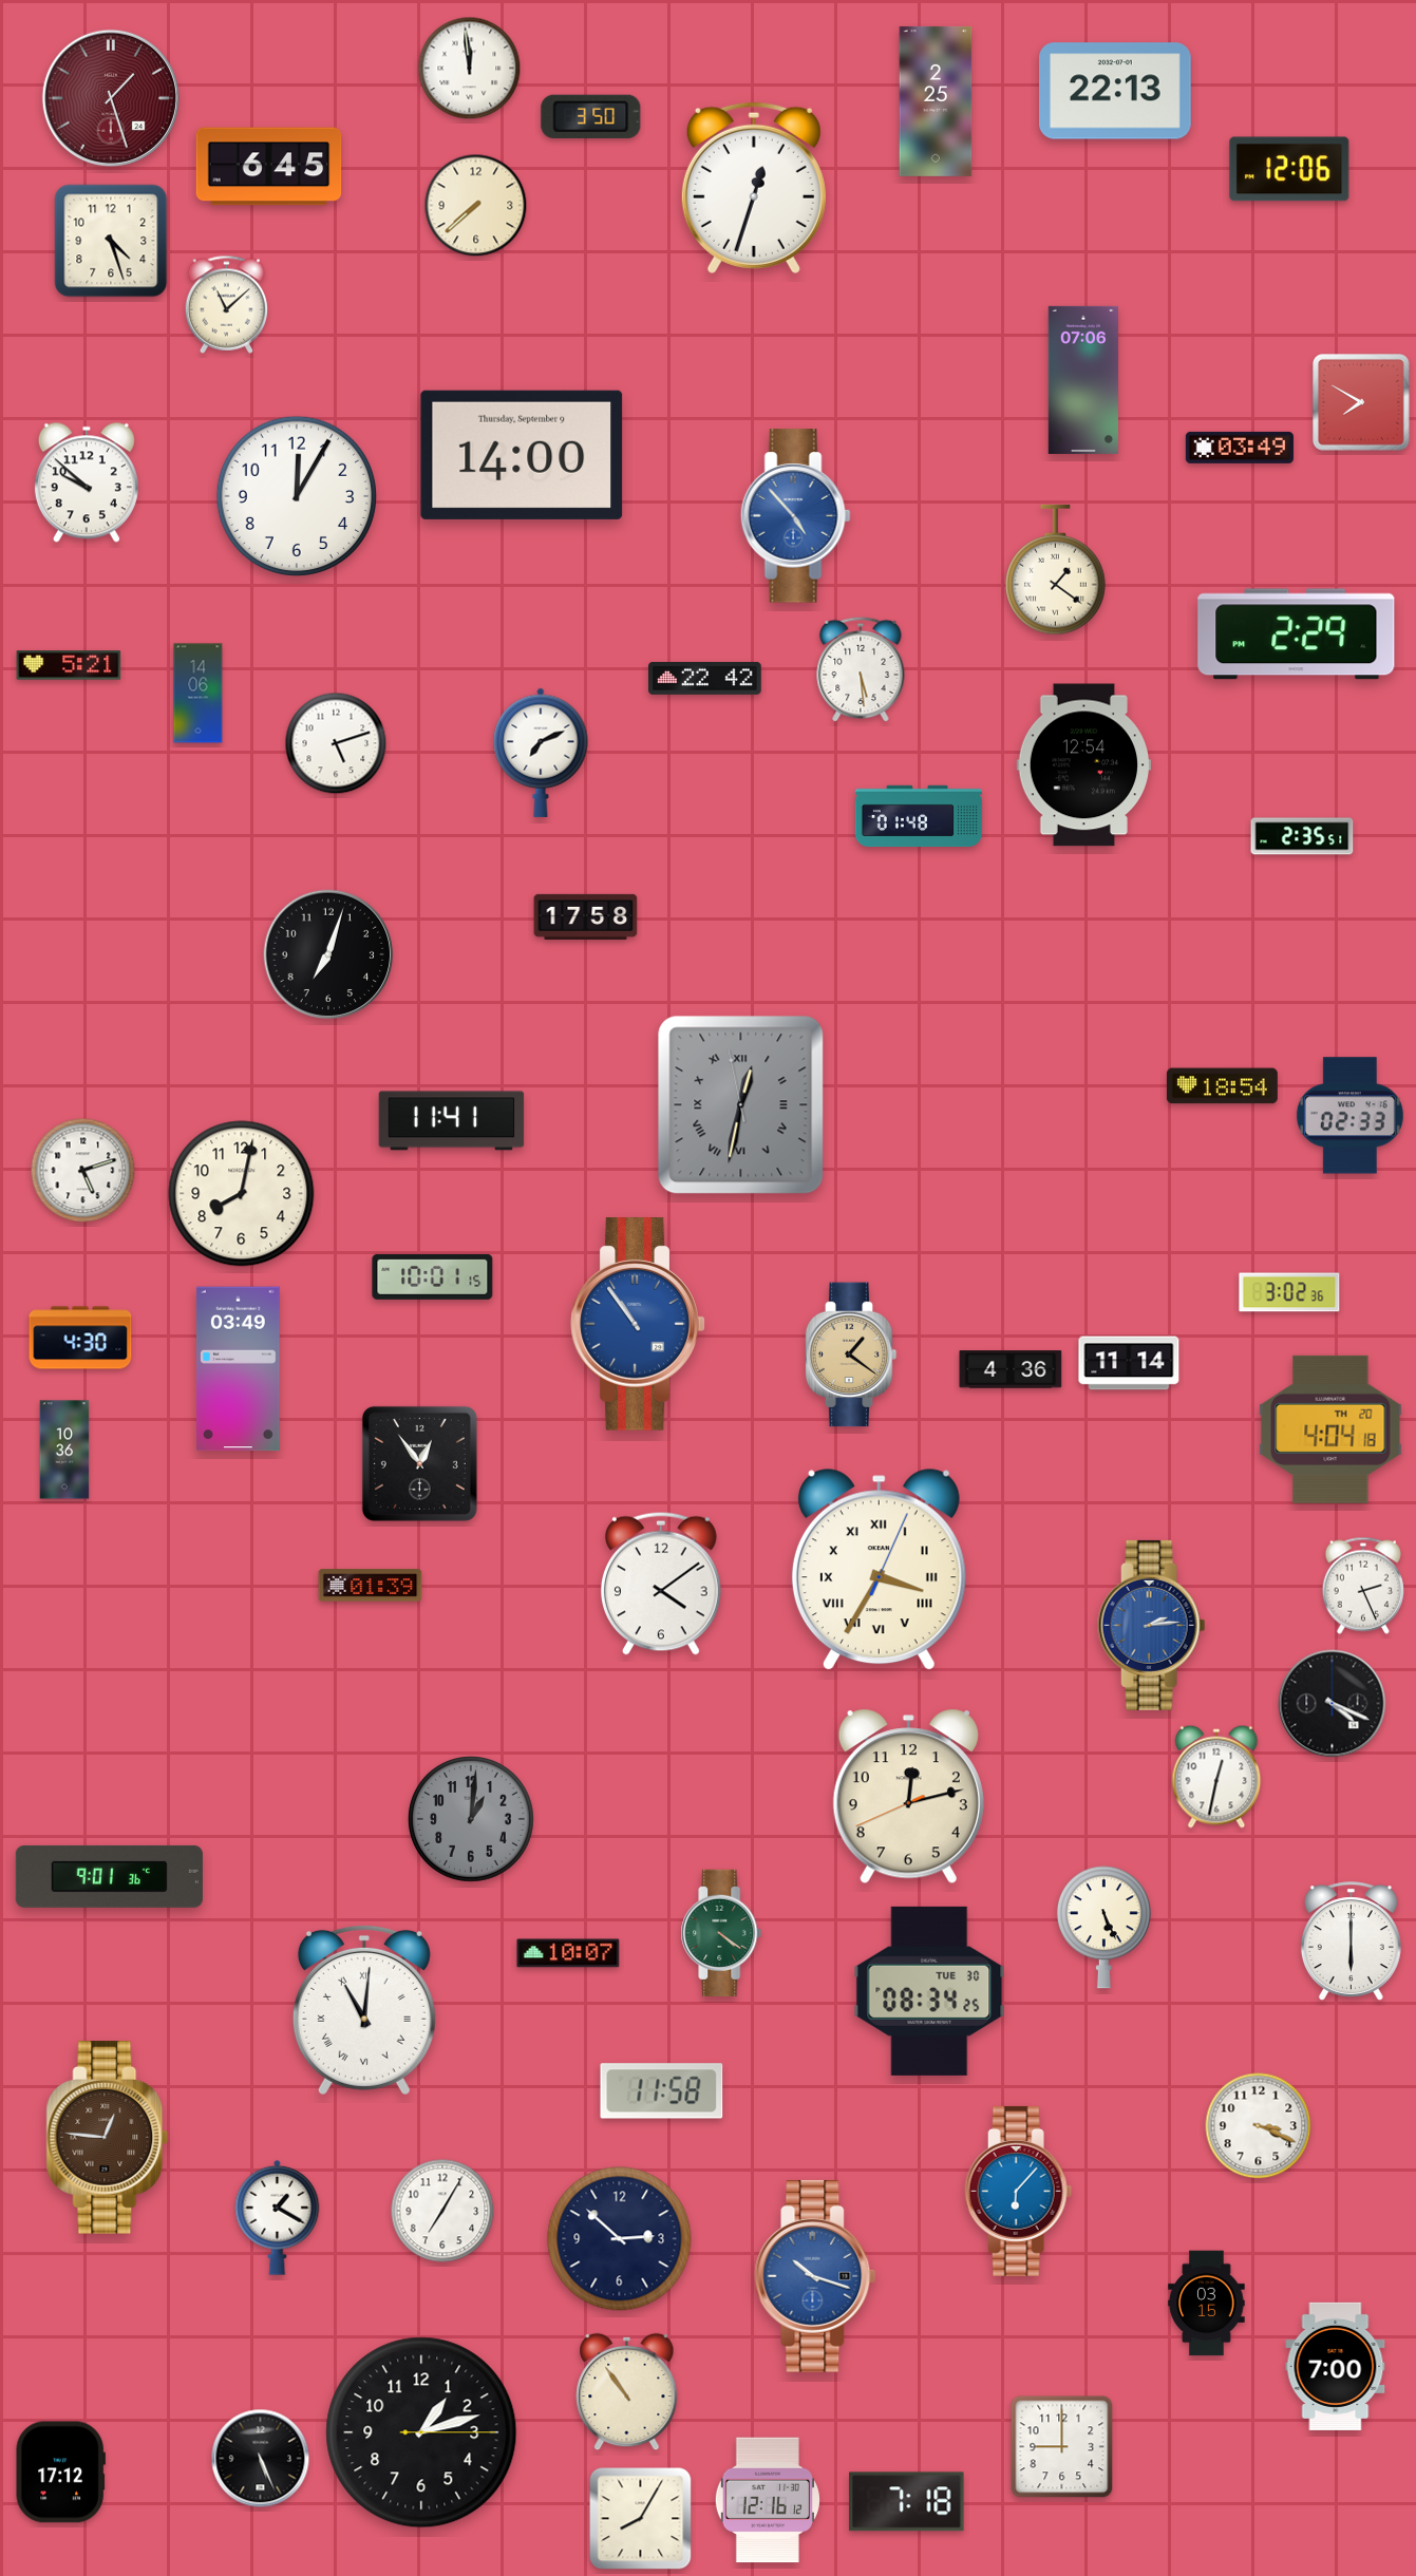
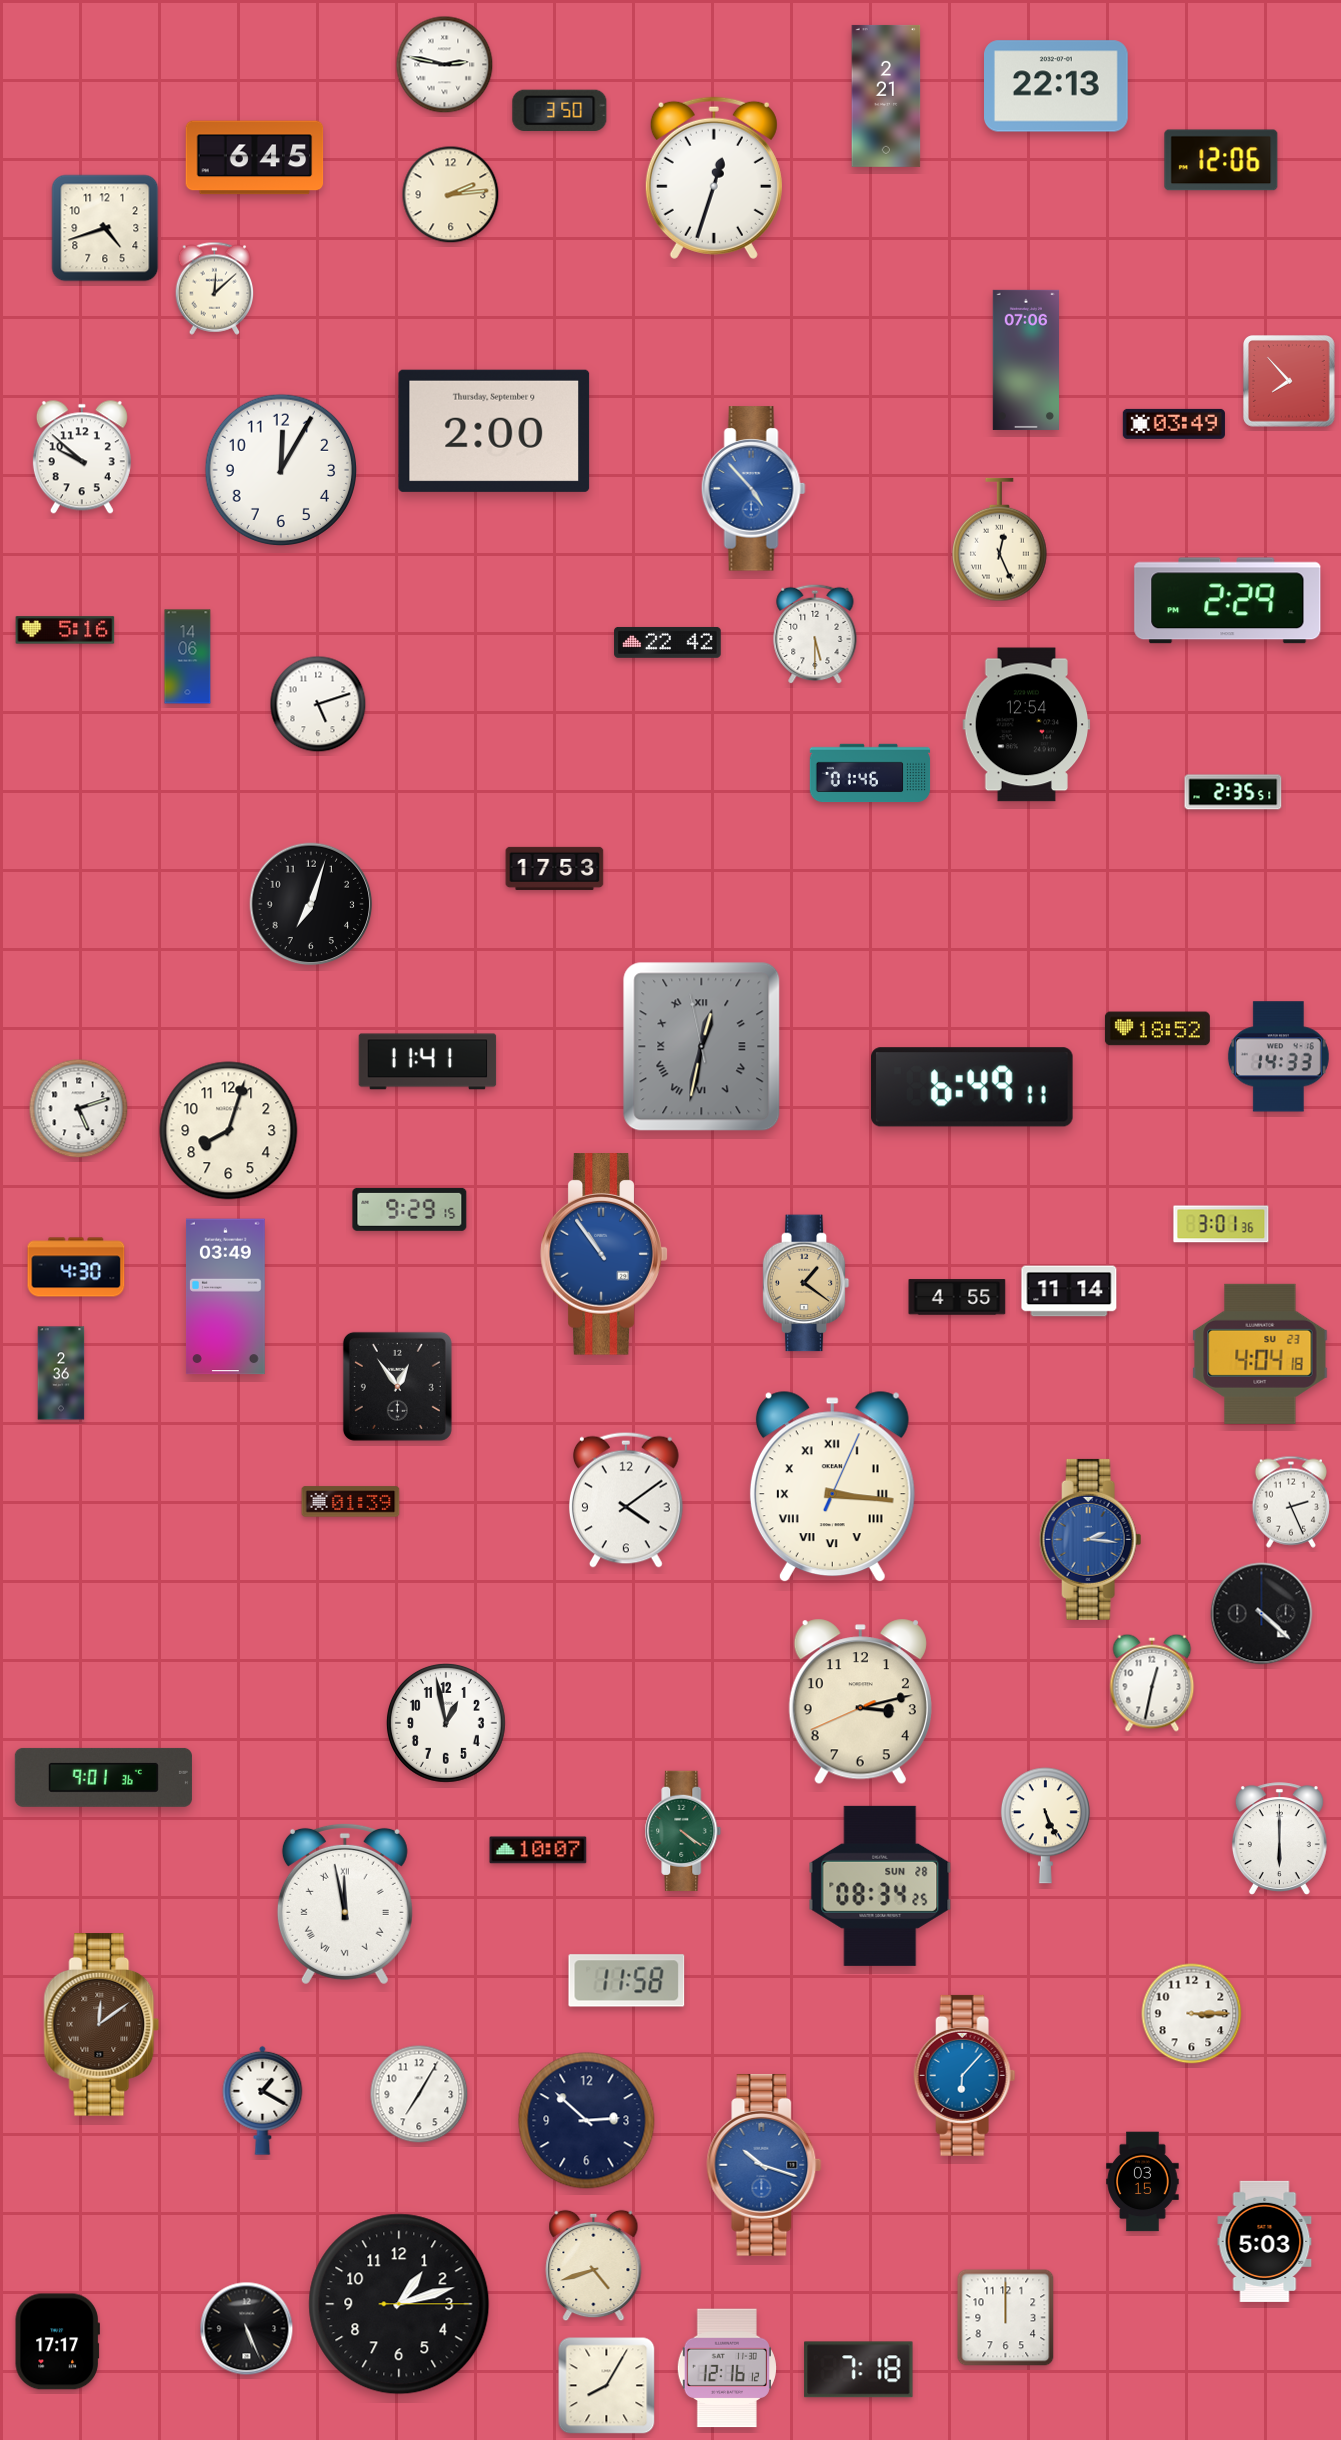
clock at (470, 69): 11:59 -> 2:47
clock at (111, 98): 1:27 -> none
clock at (936, 101): 2:25 -> 2:21
clock at (476, 206): 7:38 -> 2:14
clock at (111, 241): 4:27 -> 4:42
clock at (227, 304): 11:08 -> 12:08
clock at (1362, 403): 7:50 -> 7:53
clock at (522, 455): 14:00 -> 2:00
clock at (1056, 570): 1:21 -> 12:26
clock at (69, 665): 5:21 -> 5:16
clock at (861, 669): 5:29 -> 5:30
clock at (541, 753): 7:11 -> none
clock at (919, 816): 01:48 -> 01:46
clock at (586, 916): 17:58 -> 17:53
clock at (1222, 1086): 18:54 -> 18:52
clock at (1349, 1116): 02:33 -> 14:33
clock at (973, 1087): none -> 6:49
clock at (242, 1194): 8:02 -> 8:03
clock at (433, 1276): 10:01 -> 9:29
clock at (1289, 1292): 3:02 -> 3:01
clock at (1011, 1369): 4:36 -> 4:55
clock at (1330, 1429) date: TH 20 -> SU 23
clock at (64, 1450): 10:36 -> 2:36
clock at (879, 1570): 3:35 -> 3:16
clock at (1152, 1625): 2:14 -> 2:16
clock at (1333, 1704): 4:19 -> 4:22
clock at (908, 1797): 12:12 -> 3:12
clock at (471, 1819): 1:01 -> 12:58
clock at (471, 1819) dial: grey -> white
clock at (929, 1991) date: TUE 30 -> SUN 28
clock at (364, 2010): 11:01 -> 11:58
clock at (1259, 2126): 3:19 -> 3:15
clock at (108, 2138): 12:46 -> 12:09
clock at (815, 2276) position: (815, 2276) -> (764, 2165)
clock at (1336, 2366): 7:00 -> 5:03
clock at (627, 2392): 10:54 -> 4:42
clock at (1062, 2447): 9:00 -> 12:00
clock at (60, 2473): 17:12 -> 17:17
